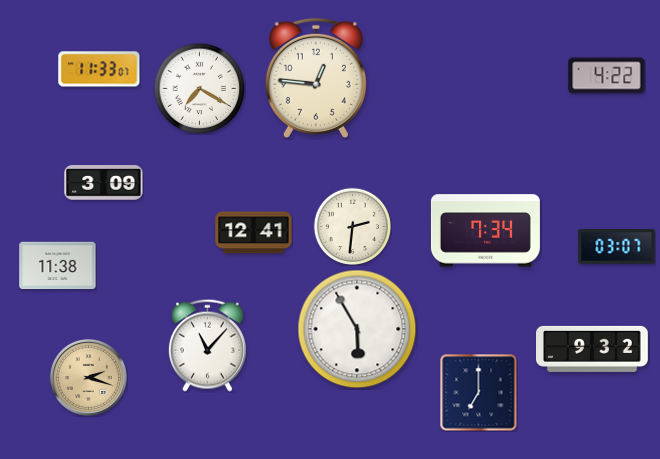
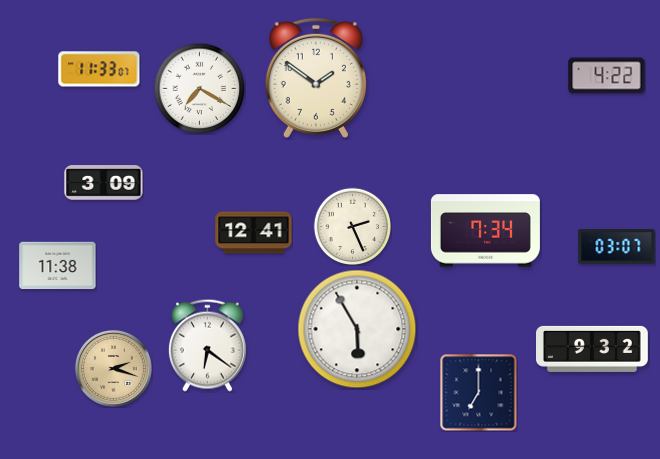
clock at (316, 78): 12:46 -> 1:51
clock at (352, 226): 2:31 -> 2:26
clock at (207, 345): 11:07 -> 6:21
clock at (88, 377) position: (88, 377) -> (113, 368)
